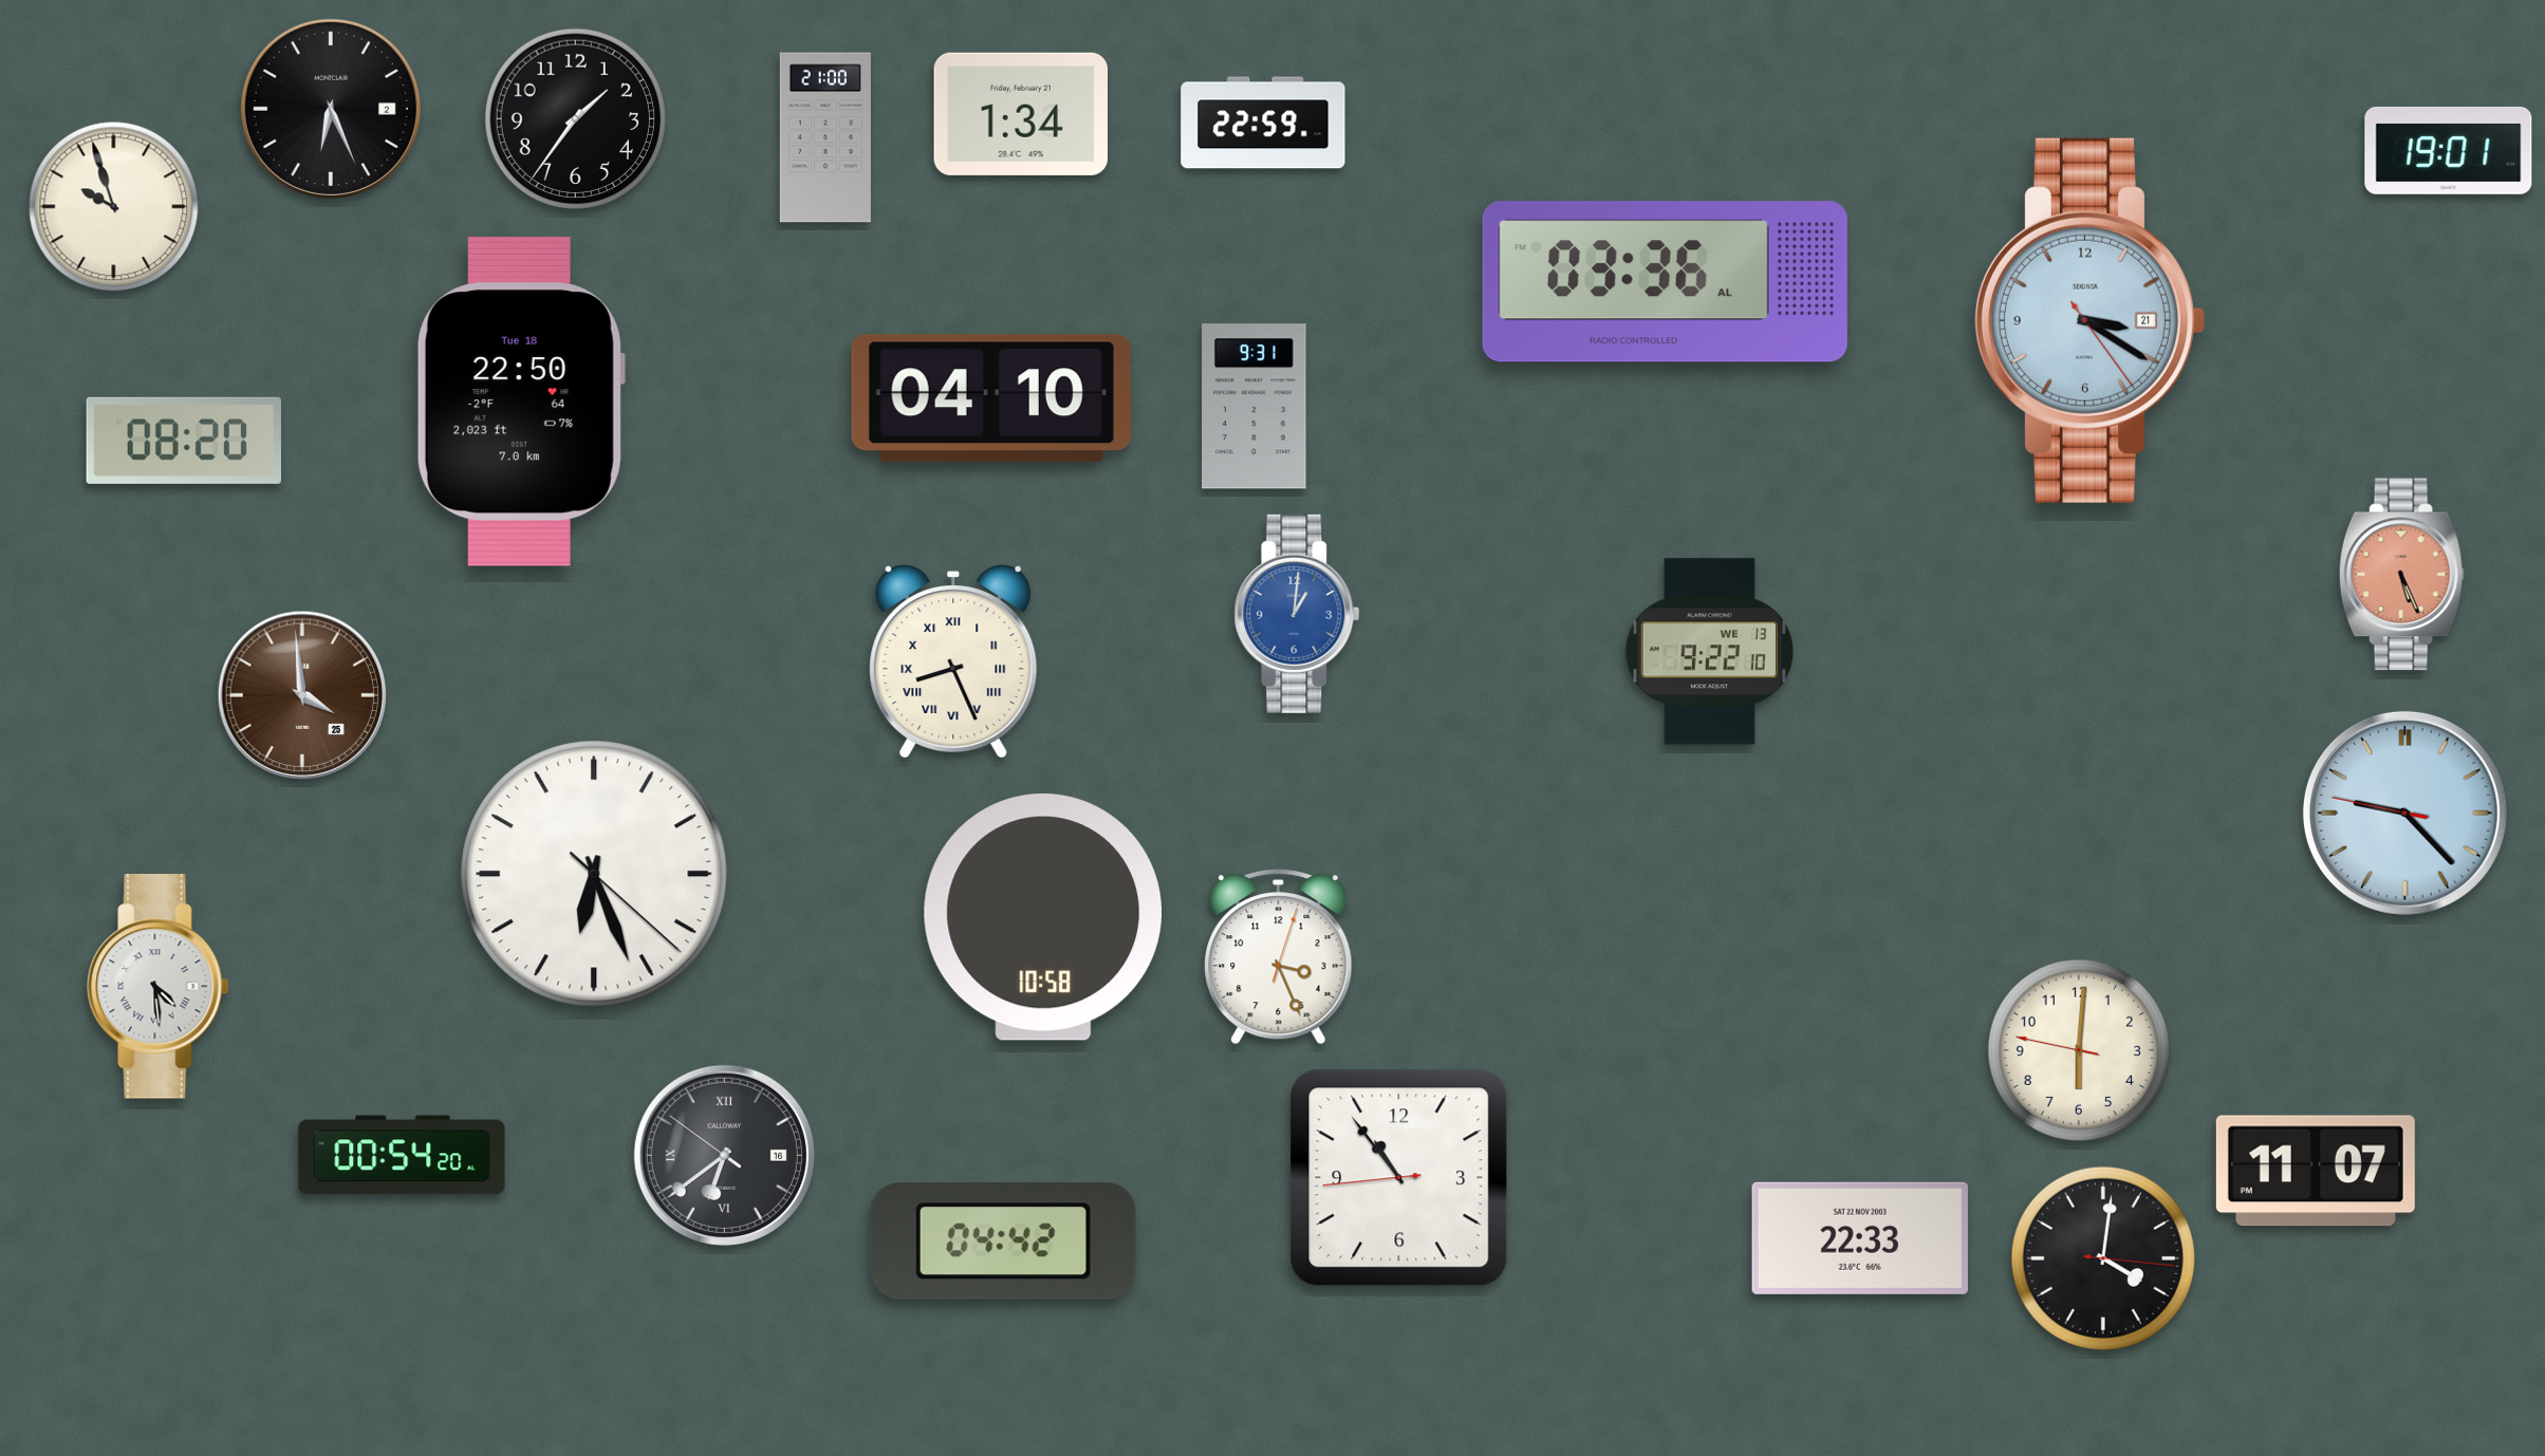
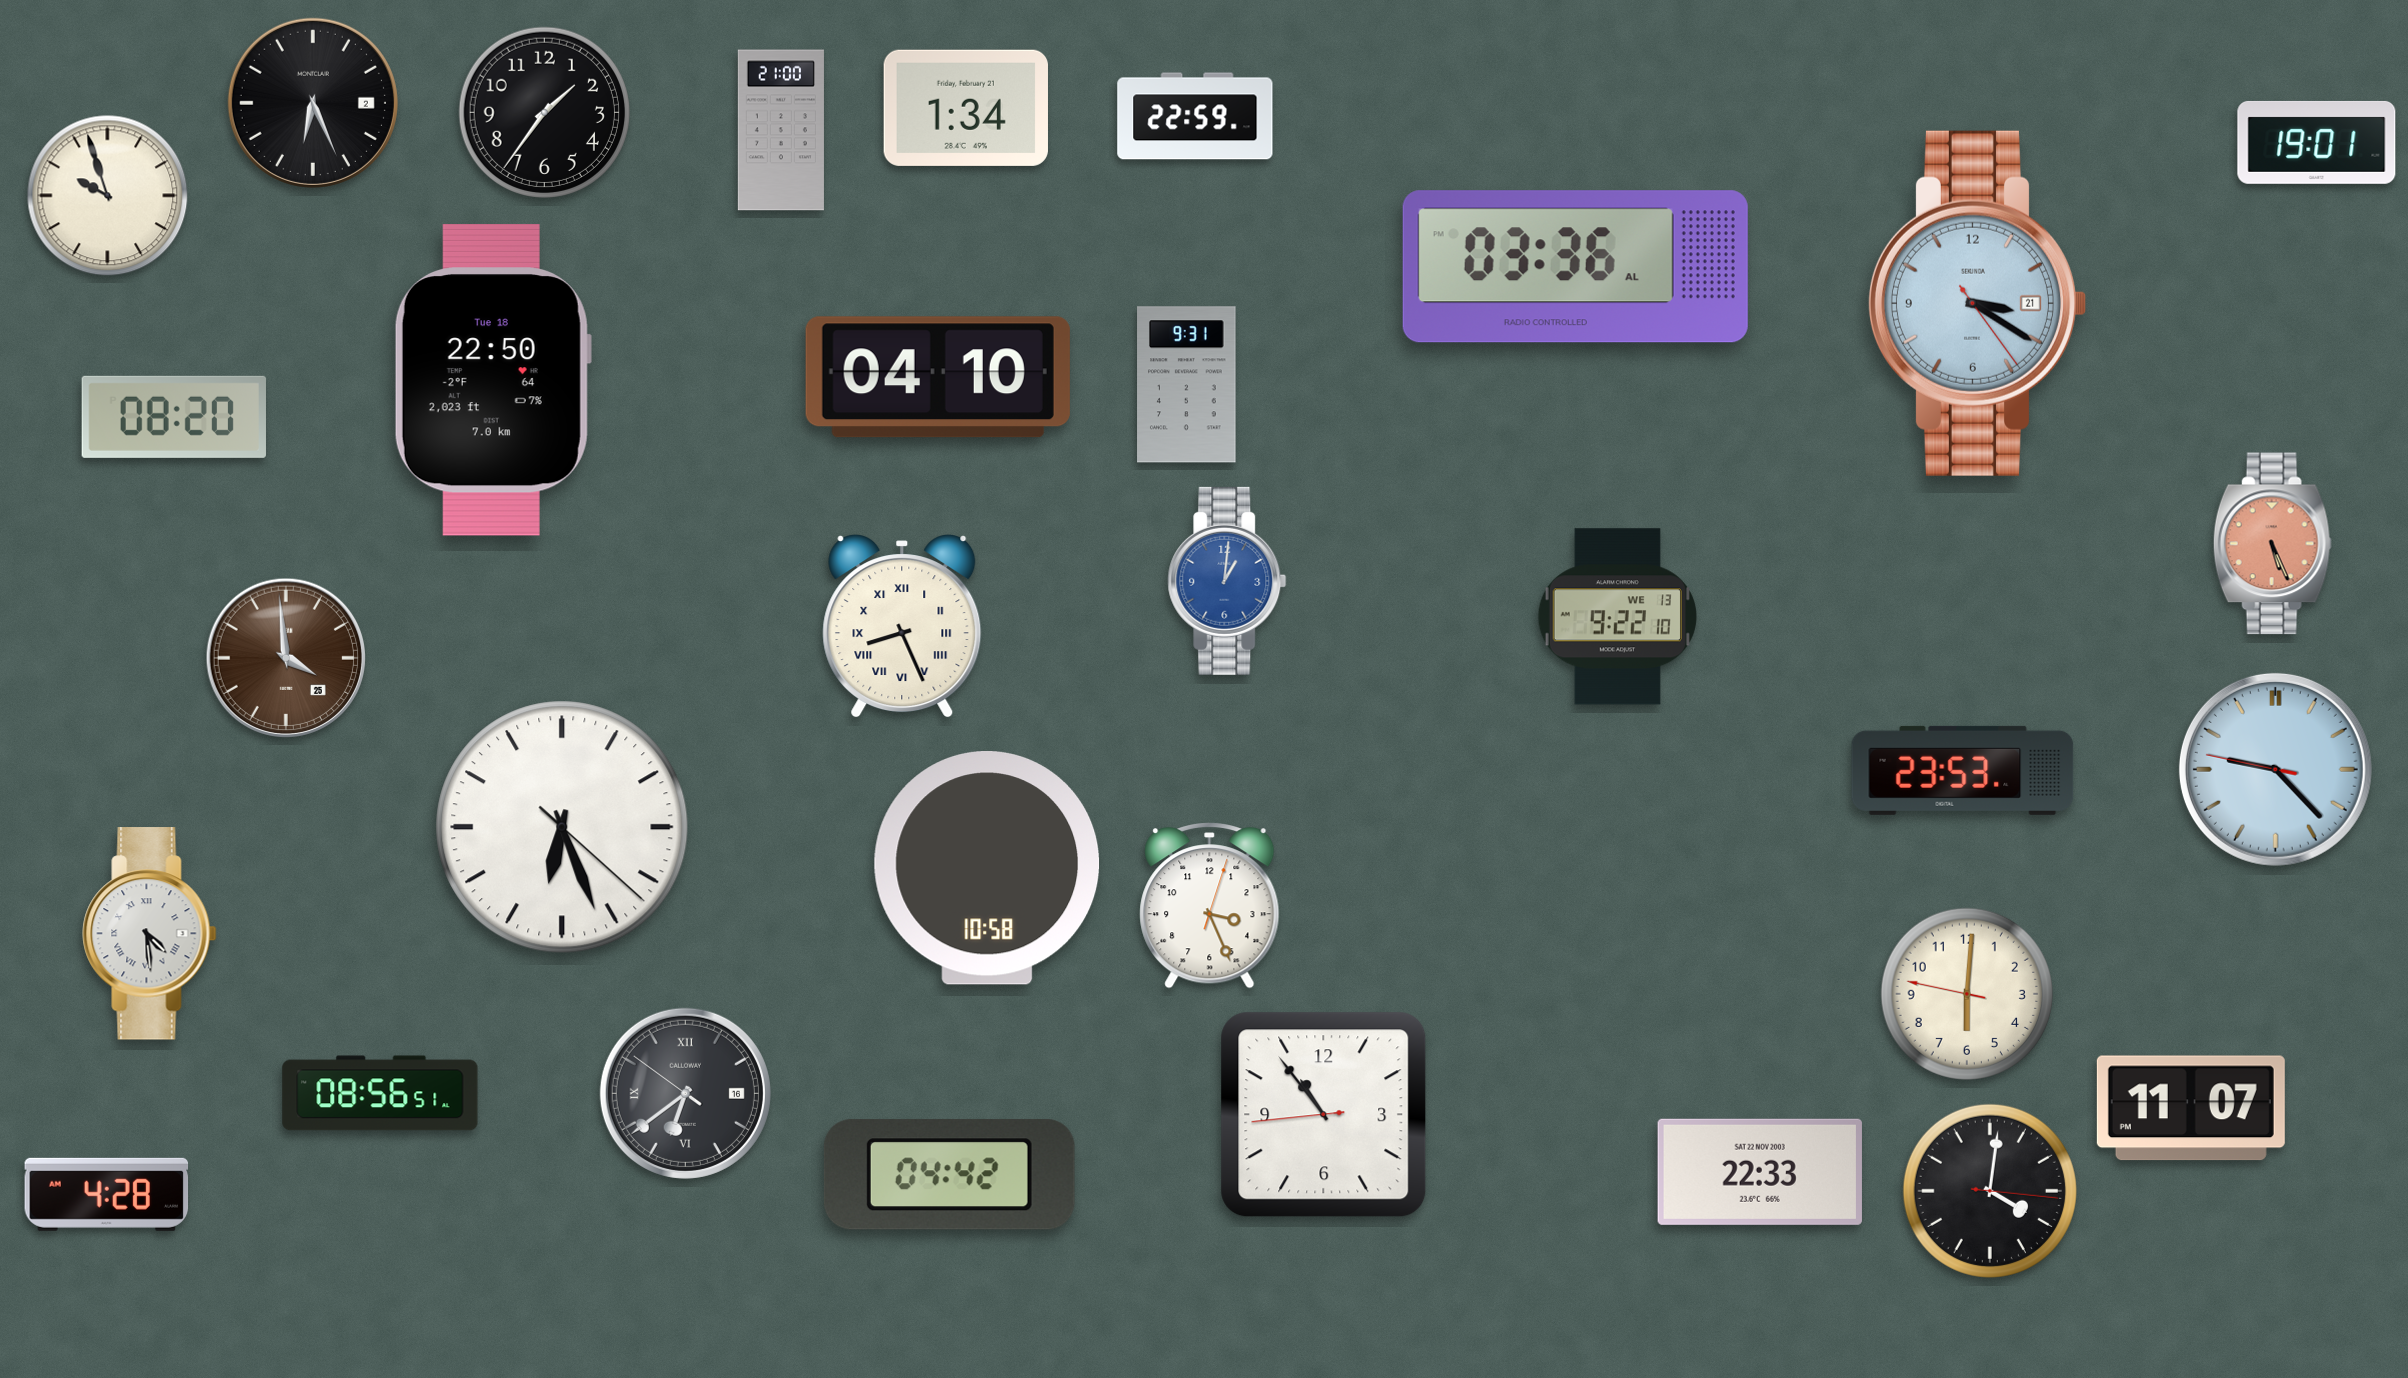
clock at (1963, 770): none -> 23:53
clock at (402, 1155): 00:54 -> 08:56
clock at (107, 1194): none -> 4:28
